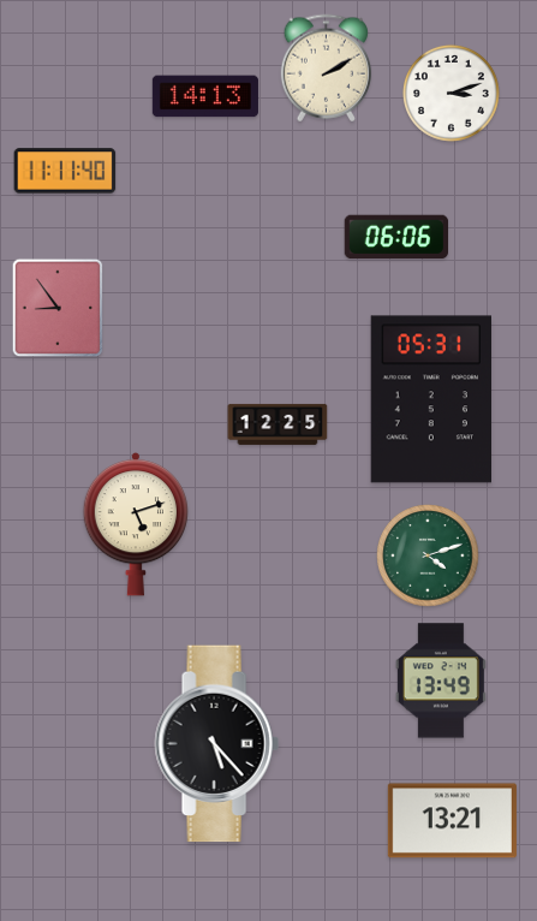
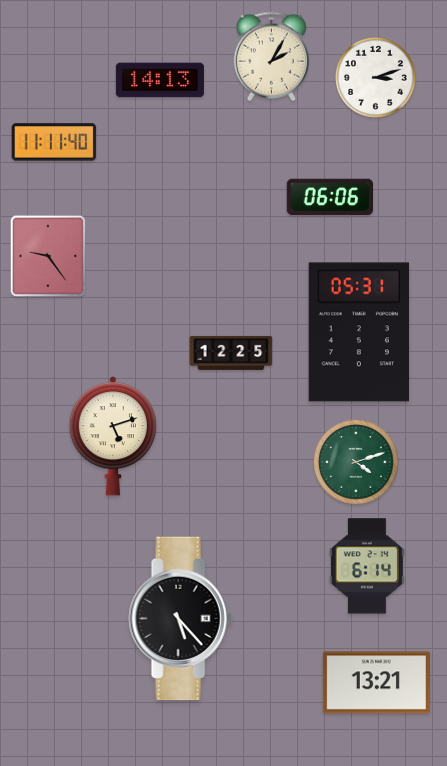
clock at (326, 69): 2:10 -> 2:05
clock at (205, 96) position: (205, 96) -> (160, 80)
clock at (58, 308): 8:54 -> 9:24
clock at (441, 681): 13:49 -> 6:14
